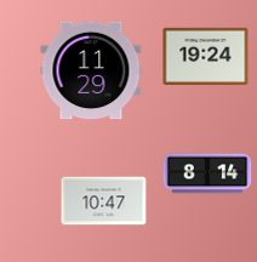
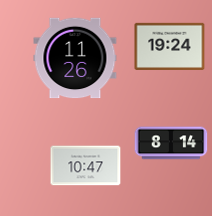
clock at (91, 70): 11:29 -> 11:26
